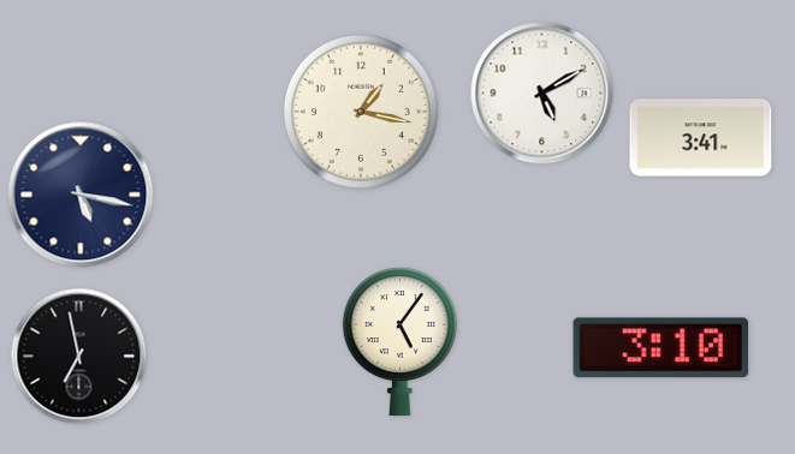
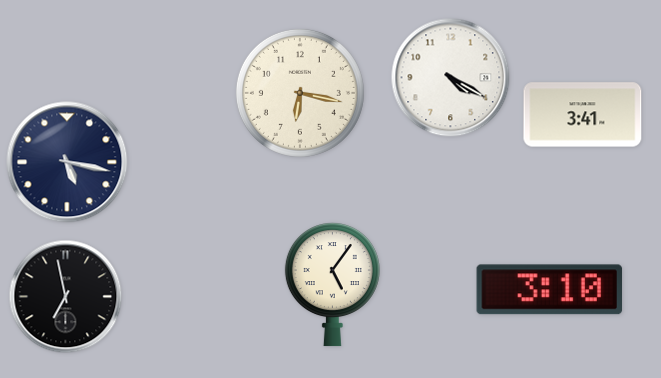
clock at (542, 94): 5:10 -> 4:20
clock at (361, 112): 1:17 -> 6:17
